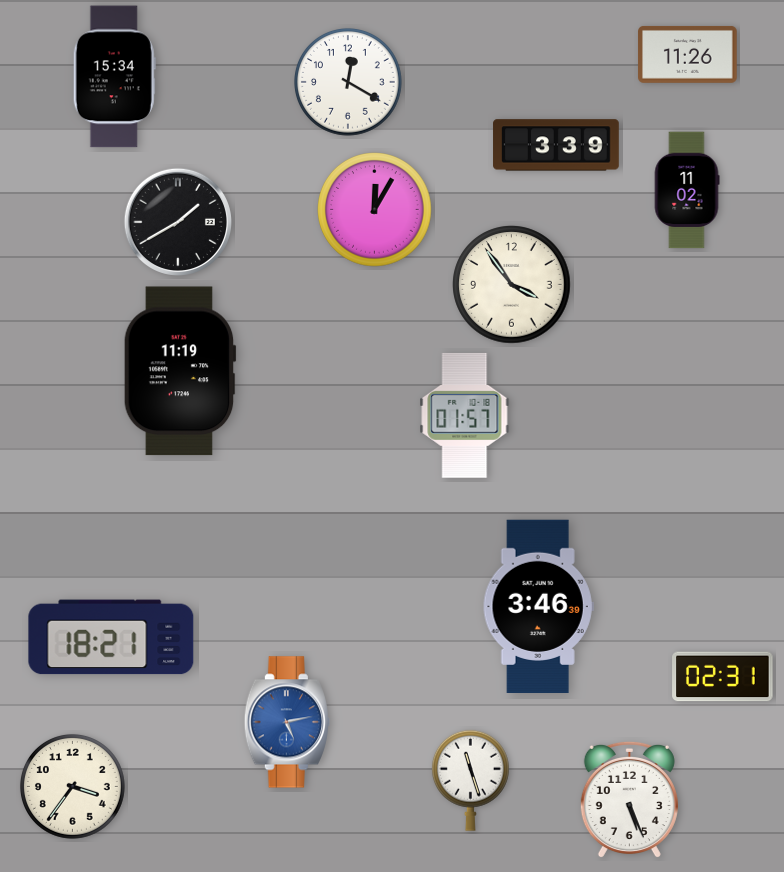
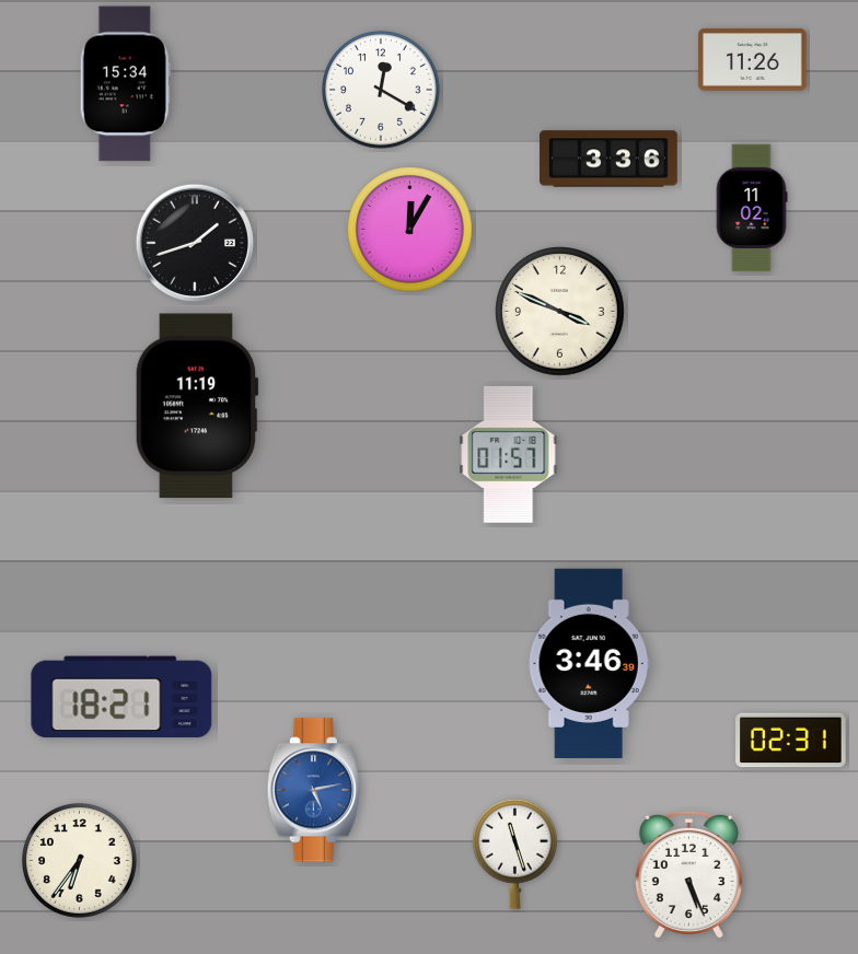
clock at (556, 145): 3:39 -> 3:36
clock at (178, 222): 1:40 -> 1:42
clock at (512, 285): 3:54 -> 3:49
clock at (72, 786): 3:36 -> 6:36
